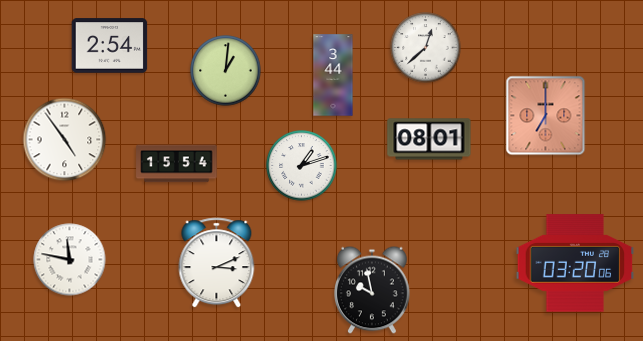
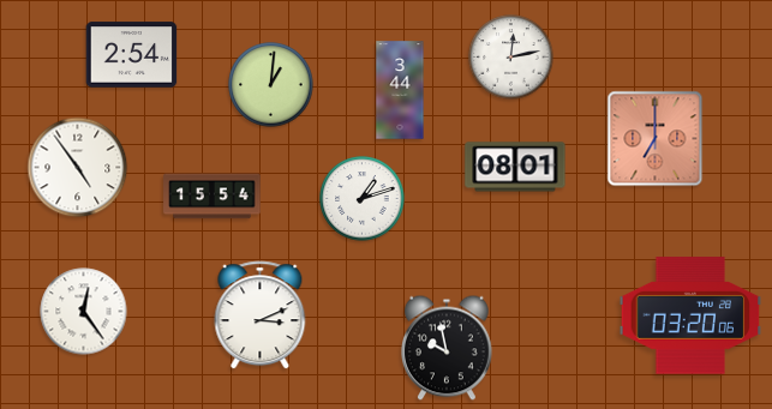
clock at (426, 48): 12:38 -> 12:13
clock at (70, 260): 11:47 -> 12:24
